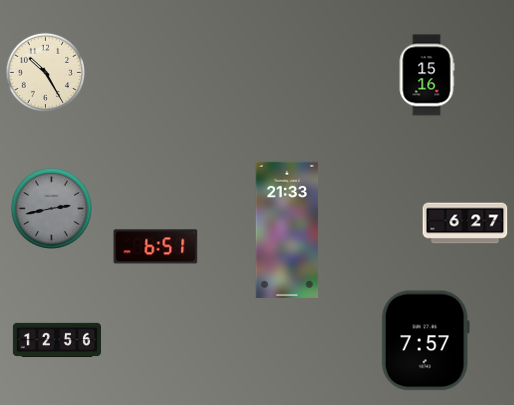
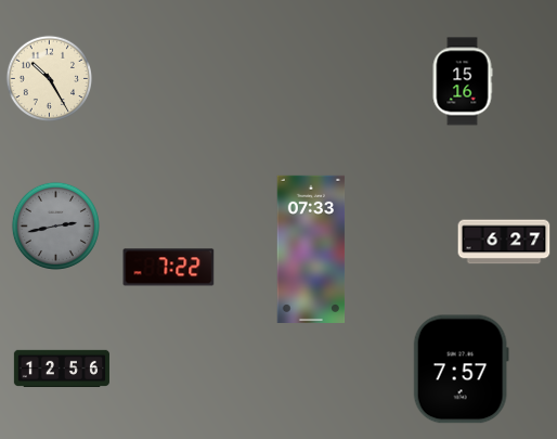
clock at (287, 230): 21:33 -> 07:33
clock at (156, 247): 6:51 -> 7:22
